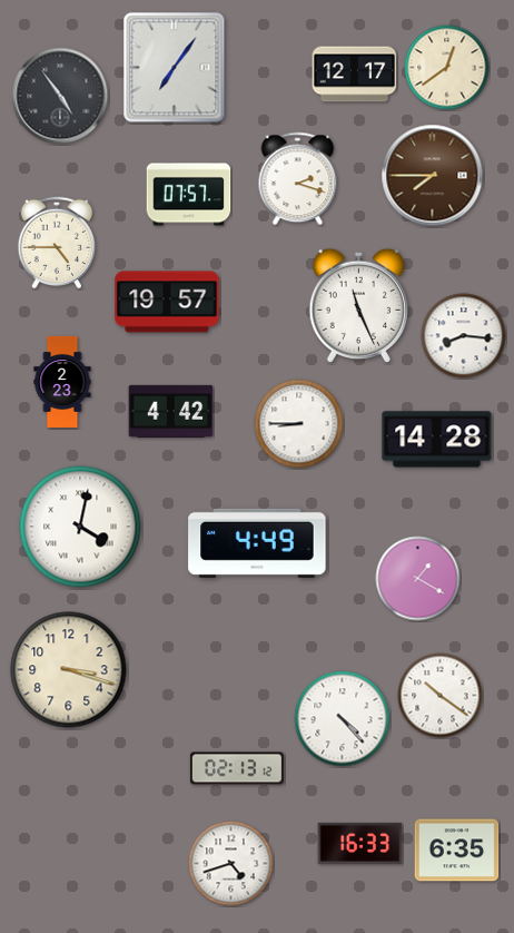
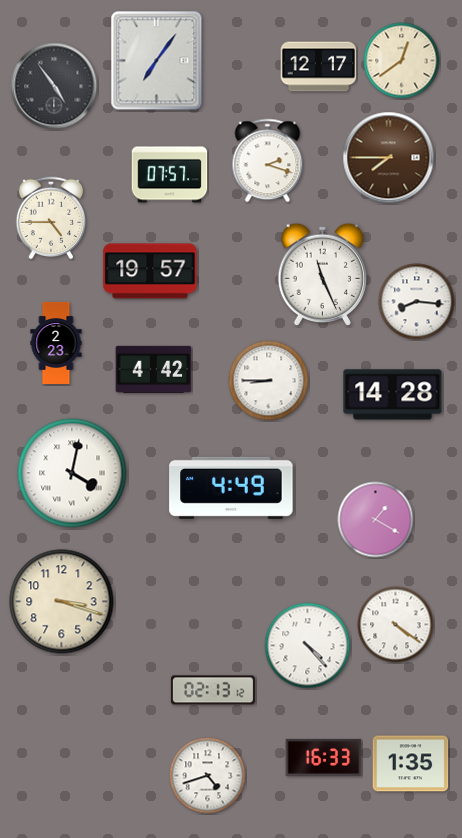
clock at (441, 696): 10:21 -> 4:21
clock at (457, 851): 6:35 -> 1:35
